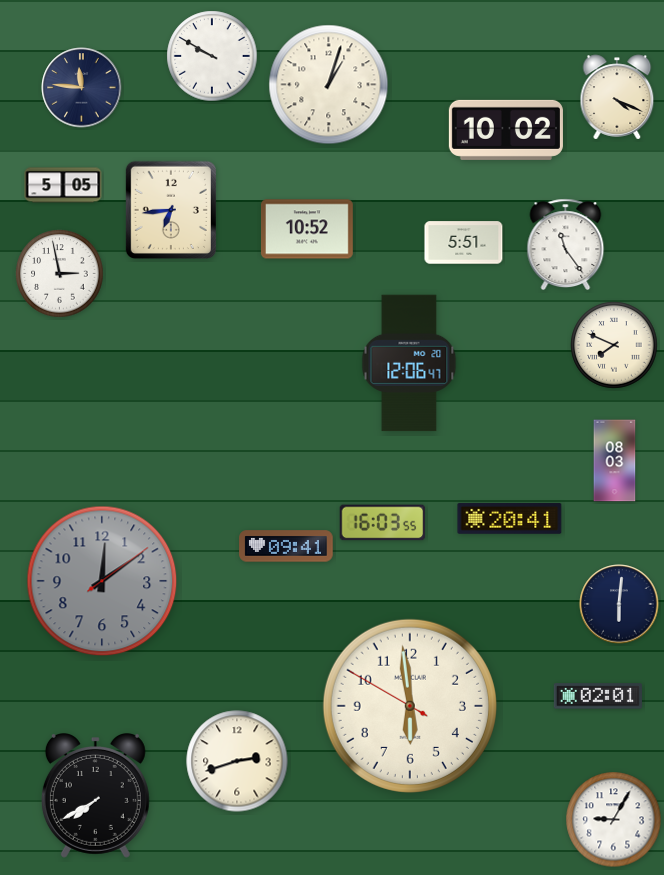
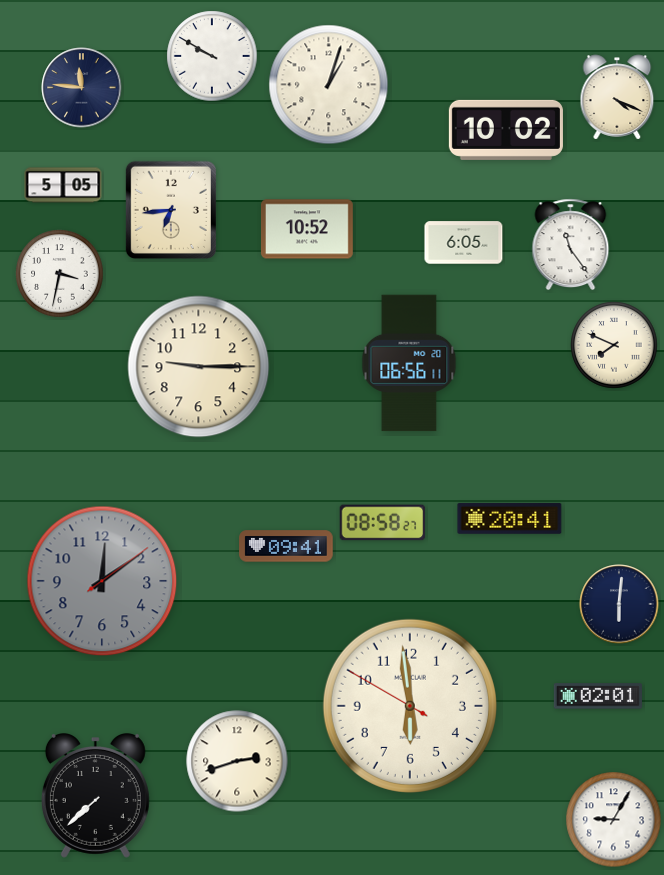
clock at (464, 243): 5:51 -> 6:05
clock at (566, 245) position: (566, 245) -> (571, 245)
clock at (60, 274): 2:58 -> 3:32
clock at (409, 363): 12:06 -> 06:56
clock at (199, 367): none -> 9:15
clock at (615, 461): 08:03 -> none
clock at (383, 523): 16:03 -> 08:58
clock at (95, 796): 7:40 -> 7:38
